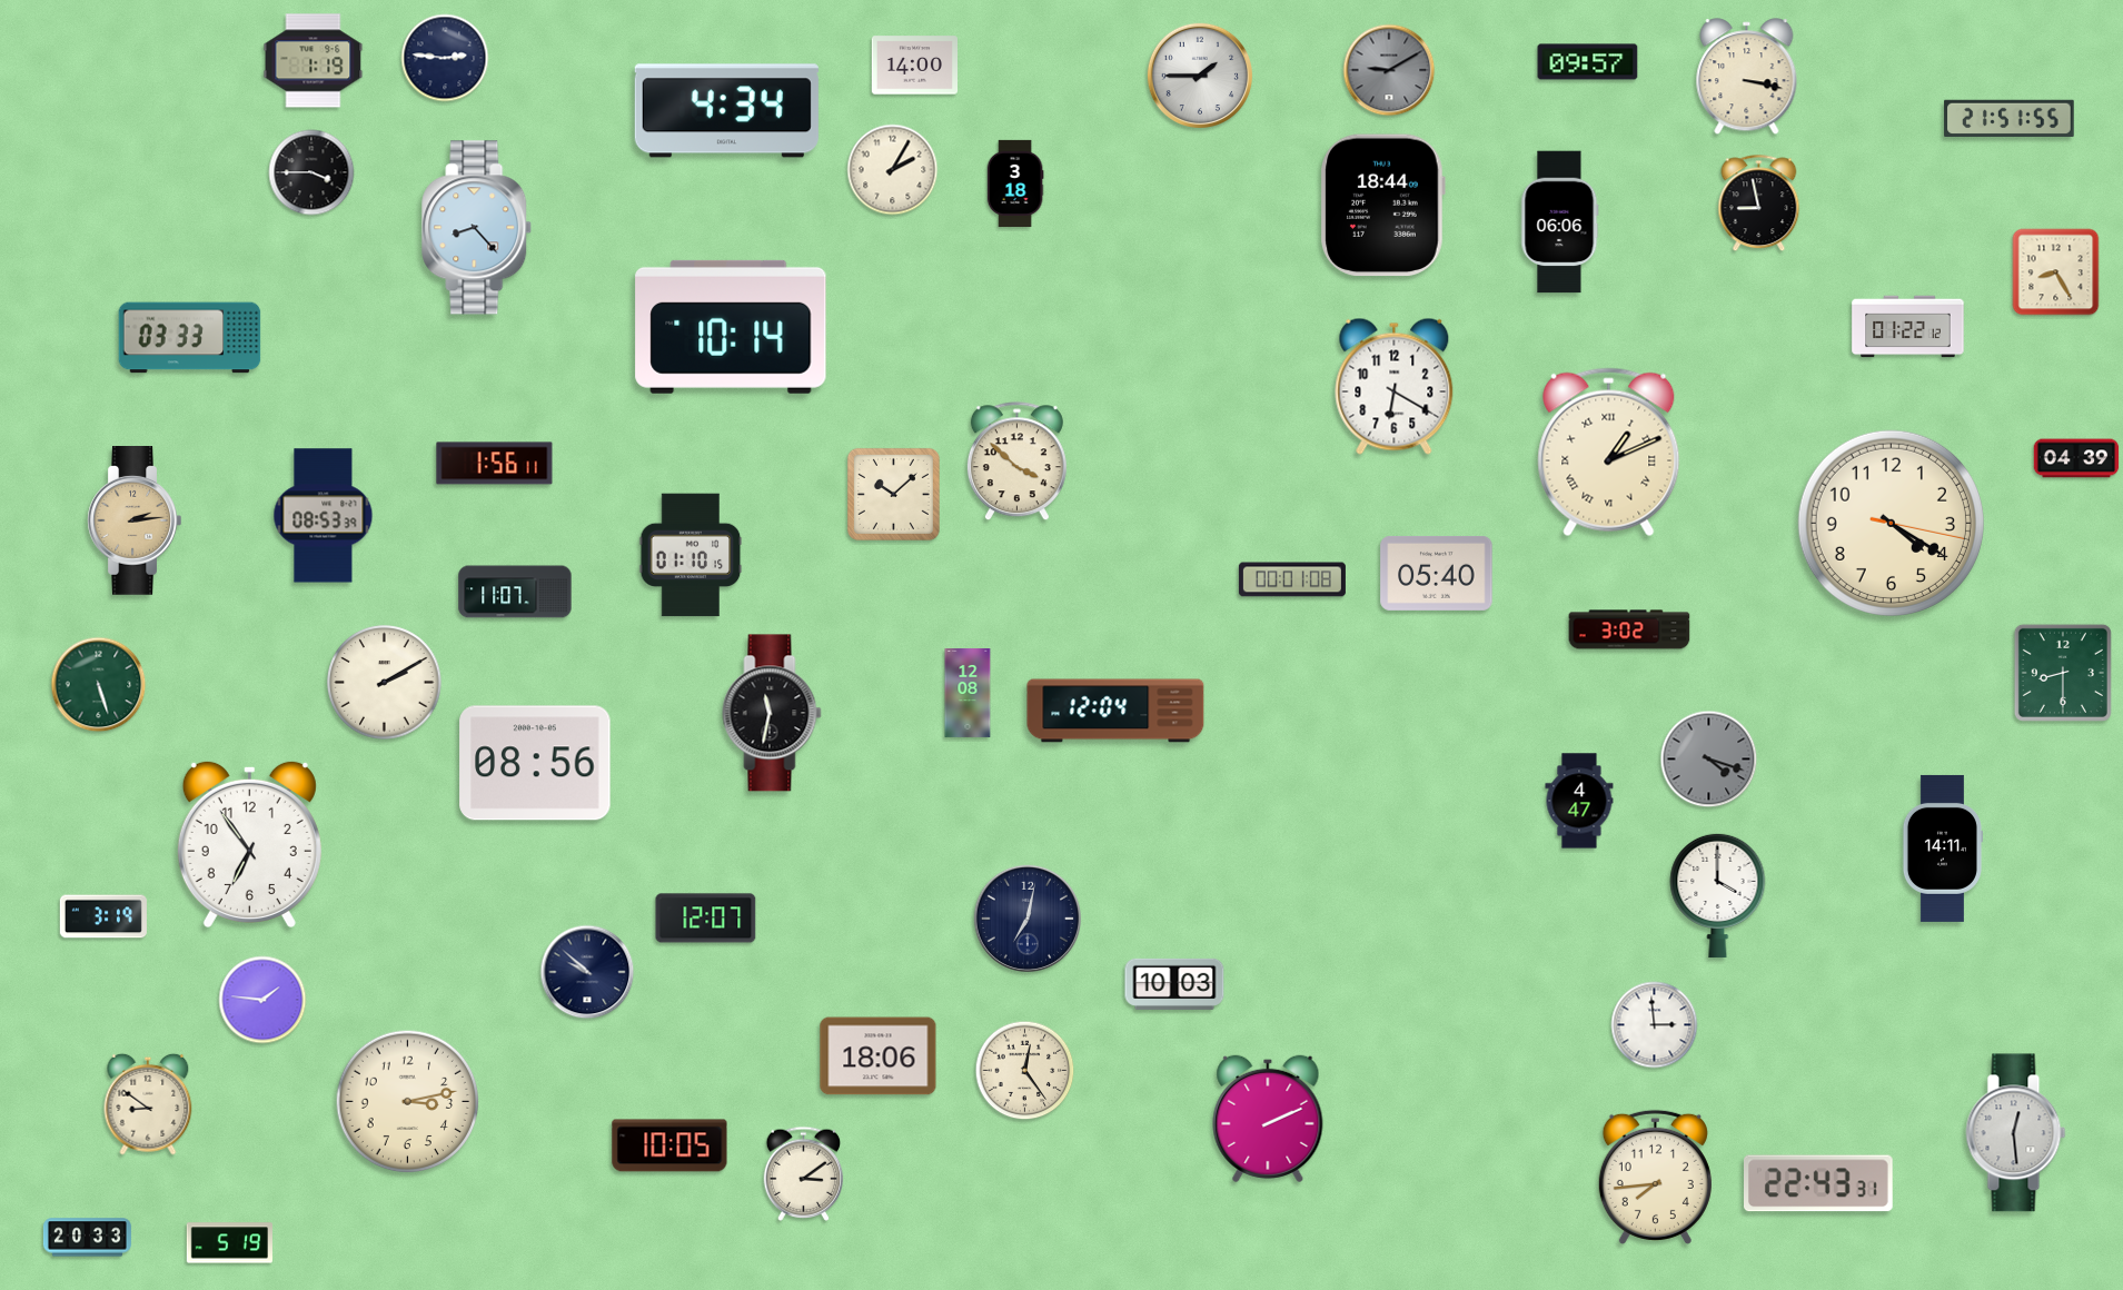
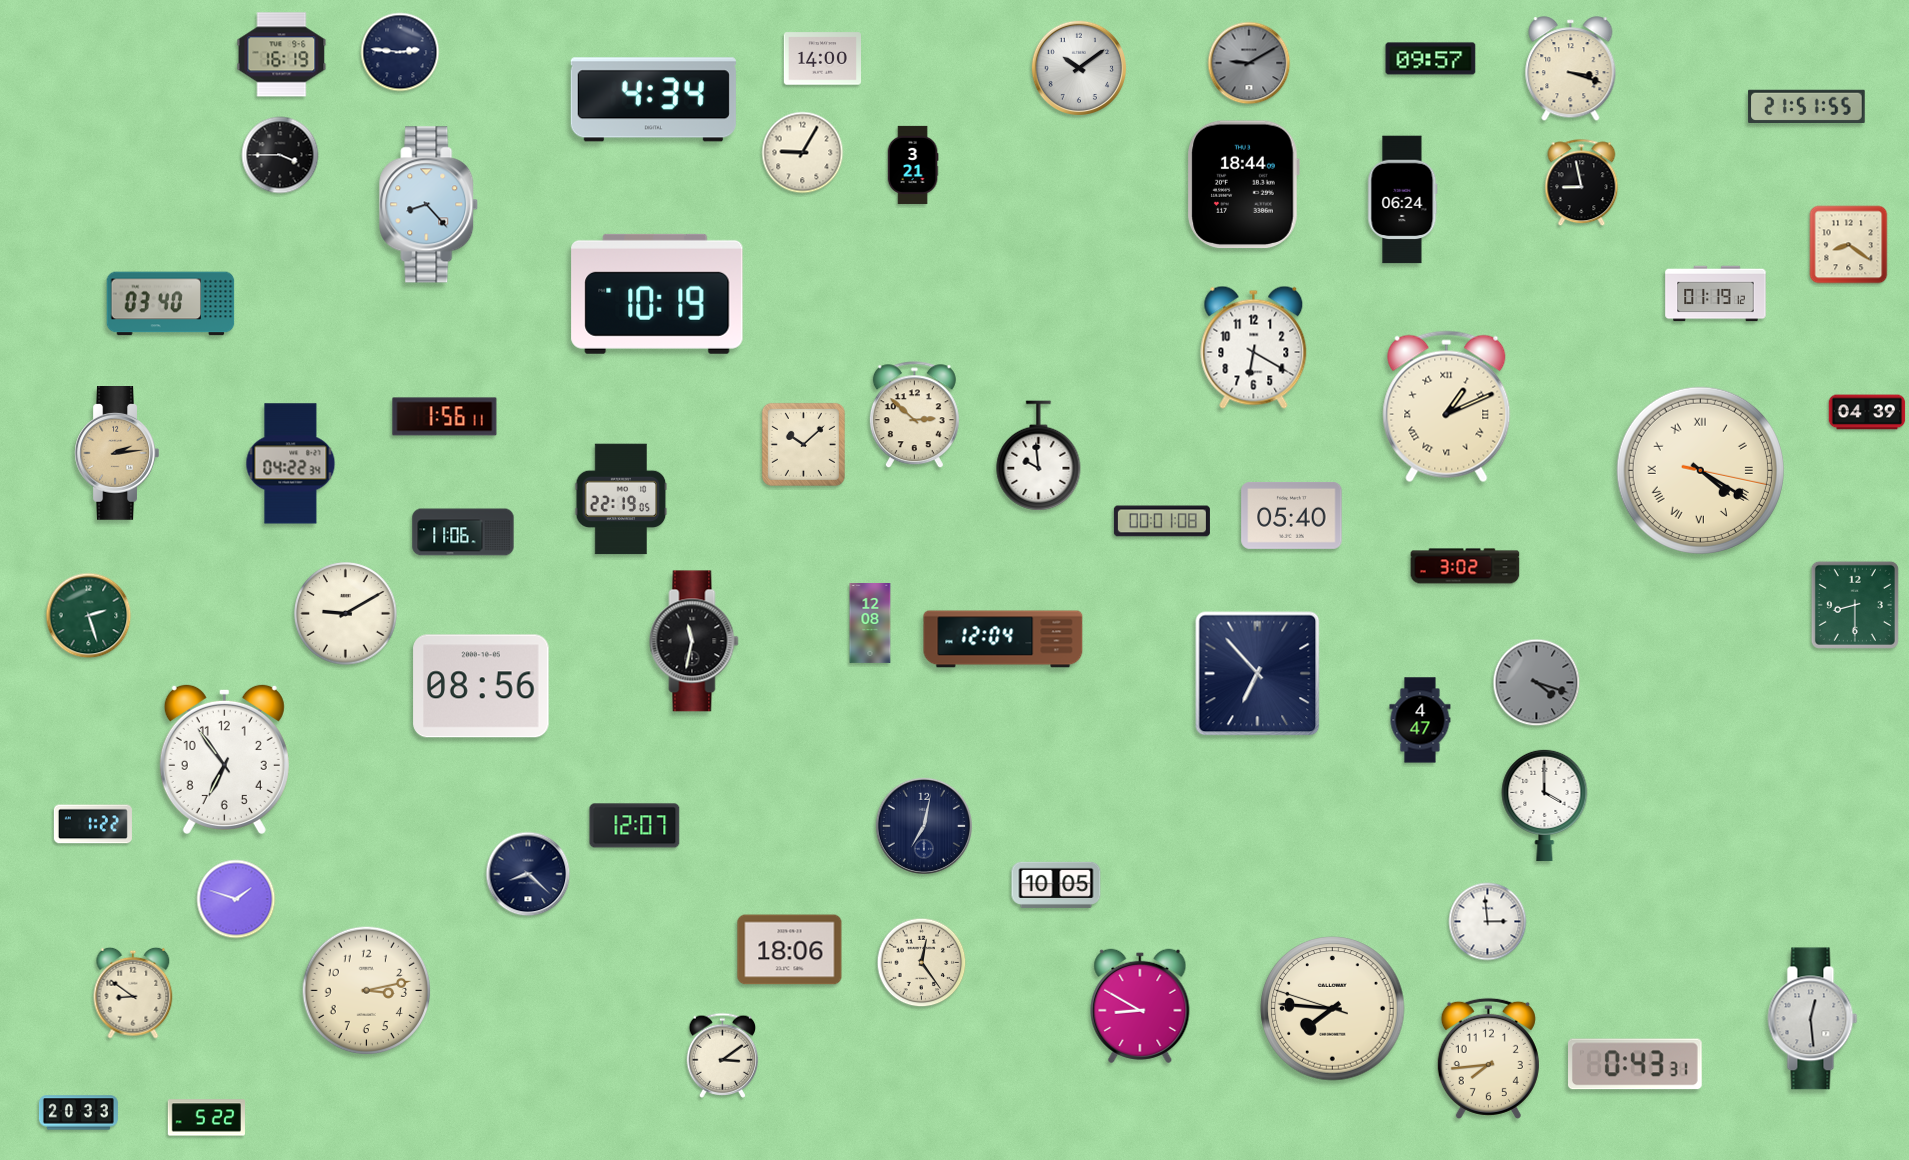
clock at (314, 61): 1:19 -> 16:19
clock at (1588, 62) position: (1588, 62) -> (1431, 59)
clock at (1199, 75): 1:45 -> 10:09
clock at (1747, 77): 3:17 -> 3:18
clock at (893, 170): 2:05 -> 9:05
clock at (1015, 183): 3:18 -> 3:21
clock at (1560, 222): 06:06 -> 06:24
clock at (2056, 272): 8:25 -> 8:21
clock at (731, 327): 10:14 -> 10:19
clock at (1908, 327): 01:22 -> 01:19
clock at (190, 338): 03:33 -> 03:40
clock at (1016, 462): 3:52 -> 2:52
clock at (1039, 456): none -> 9:59
clock at (324, 516): 08:53 -> 04:22
clock at (135, 522) position: (135, 522) -> (117, 454)
clock at (1891, 523) numerals: Arabic -> Roman
clock at (691, 555): 01:10 -> 22:19
clock at (515, 592): 11:07 -> 11:06
clock at (385, 683): 2:10 -> 9:10
clock at (99, 685): 5:27 -> 2:27
clock at (1258, 674): none -> 6:53
clock at (1942, 849): 14:11 -> none
clock at (103, 916): 3:19 -> 1:22
clock at (587, 972): 9:52 -> 8:22
clock at (1174, 984): 10:03 -> 10:05
clock at (262, 1000): 1:46 -> 1:48
clock at (1268, 1119): 2:11 -> 8:50
clock at (1333, 1009): none -> 7:45
clock at (669, 1145): 10:05 -> none
clock at (1819, 1183): 22:43 -> 0:43
clock at (229, 1243): 5:19 -> 5:22
